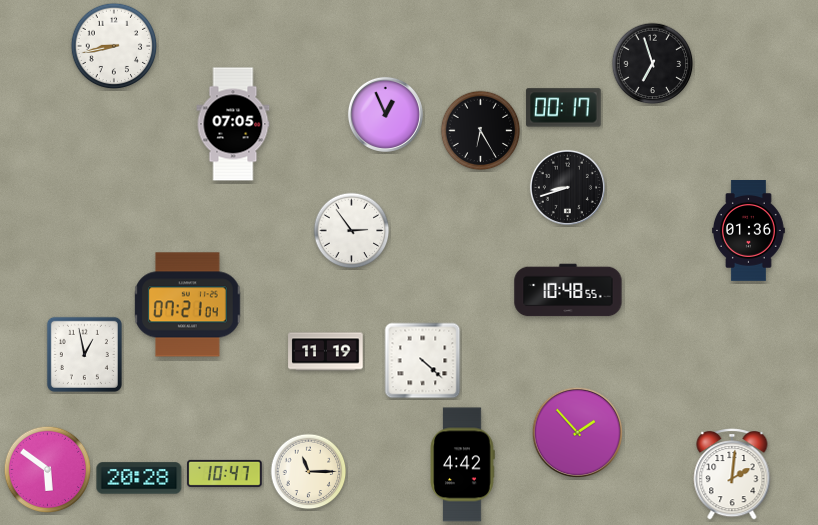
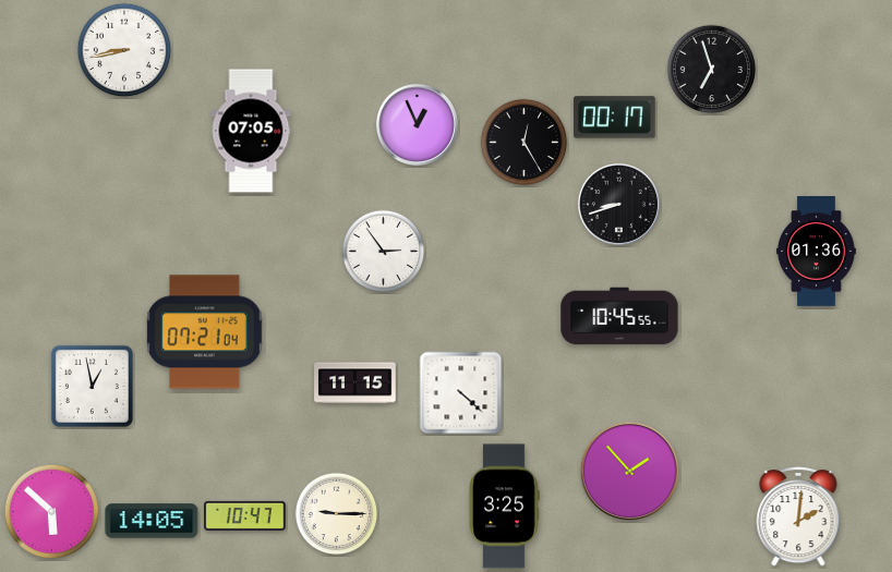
clock at (385, 114) position: (385, 114) -> (417, 124)
clock at (233, 124) position: (233, 124) -> (251, 131)
clock at (481, 131): 6:25 -> 12:25
clock at (568, 290): 10:48 -> 10:45
clock at (326, 352): 11:19 -> 11:15
clock at (462, 465): 4:42 -> 3:25
clock at (48, 470): 5:51 -> 5:52
clock at (309, 472): 11:15 -> 9:15
clock at (139, 478): 20:28 -> 14:05
